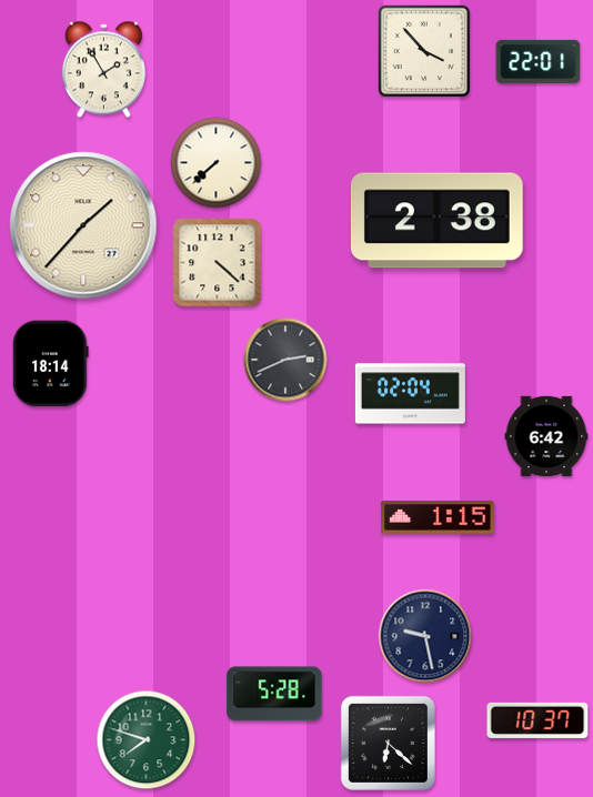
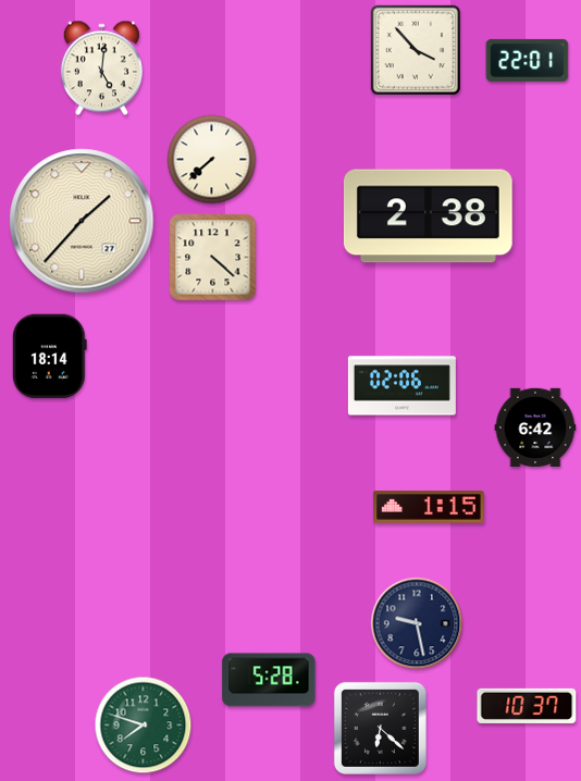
clock at (103, 70): 1:55 -> 5:01
clock at (285, 360): 2:41 -> none
clock at (410, 394): 02:04 -> 02:06
